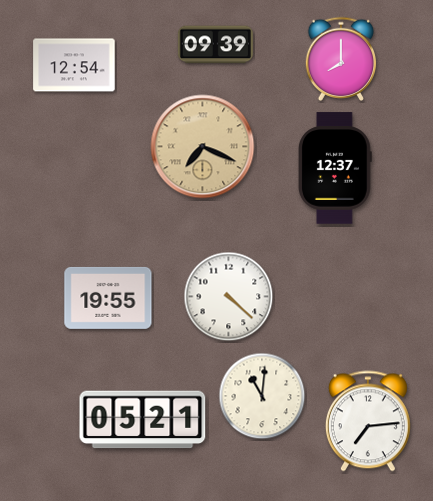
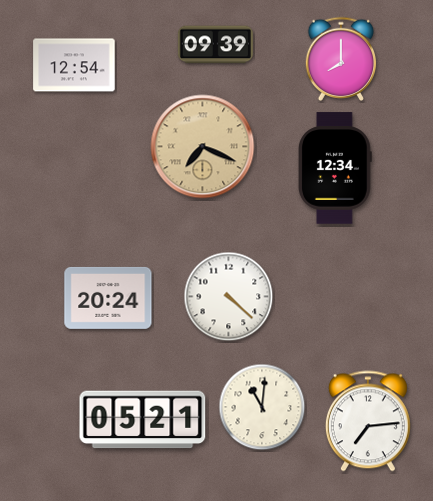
clock at (336, 168): 12:37 -> 12:34
clock at (108, 298): 19:55 -> 20:24
clock at (262, 396) position: (262, 396) -> (262, 407)
